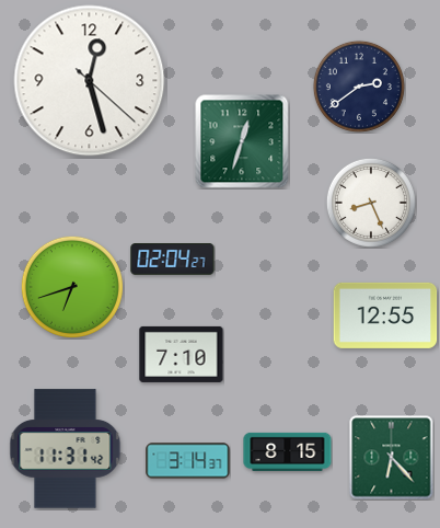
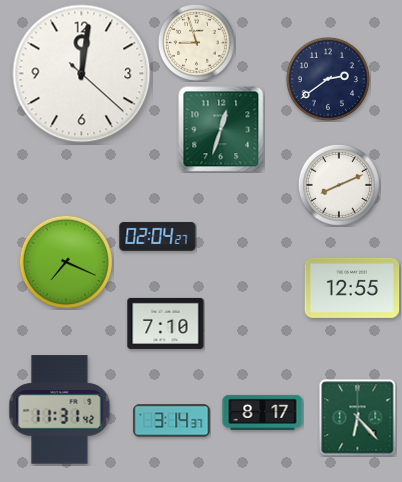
clock at (196, 42): none -> 8:57
clock at (90, 81): 12:27 -> 12:01
clock at (371, 203): 8:26 -> 8:11
clock at (72, 287): 6:42 -> 7:19
clock at (288, 451): 8:15 -> 8:17
